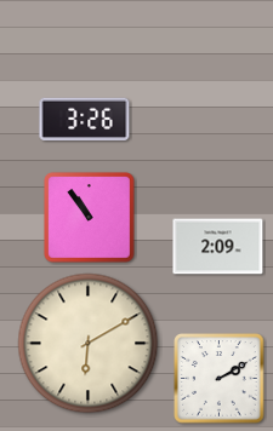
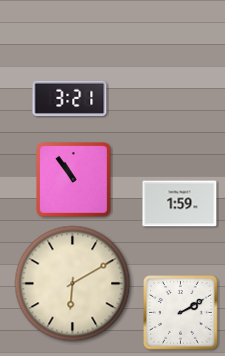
clock at (85, 120): 3:26 -> 3:21
clock at (218, 247): 2:09 -> 1:59
